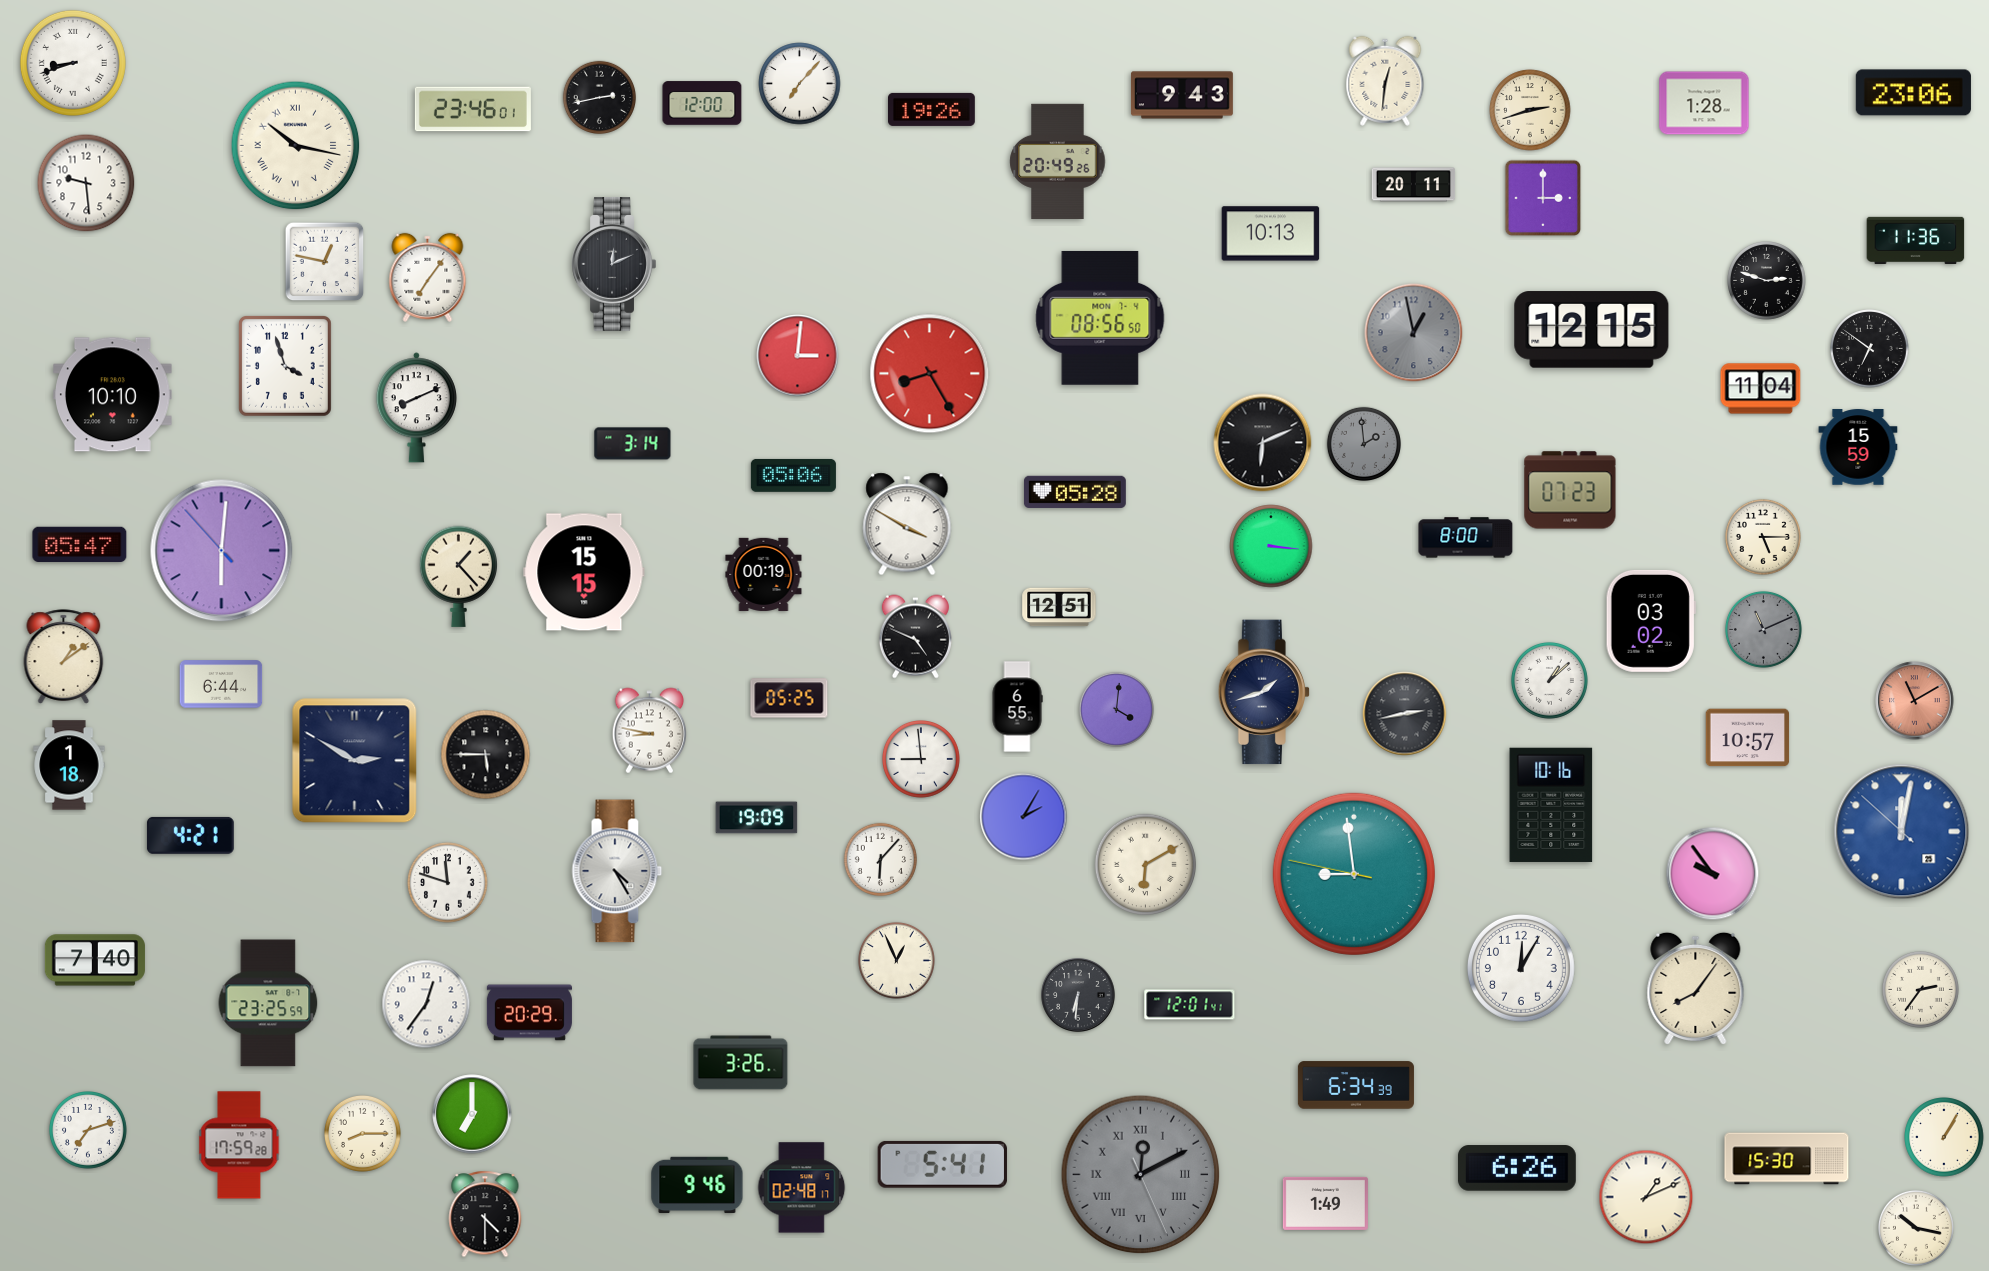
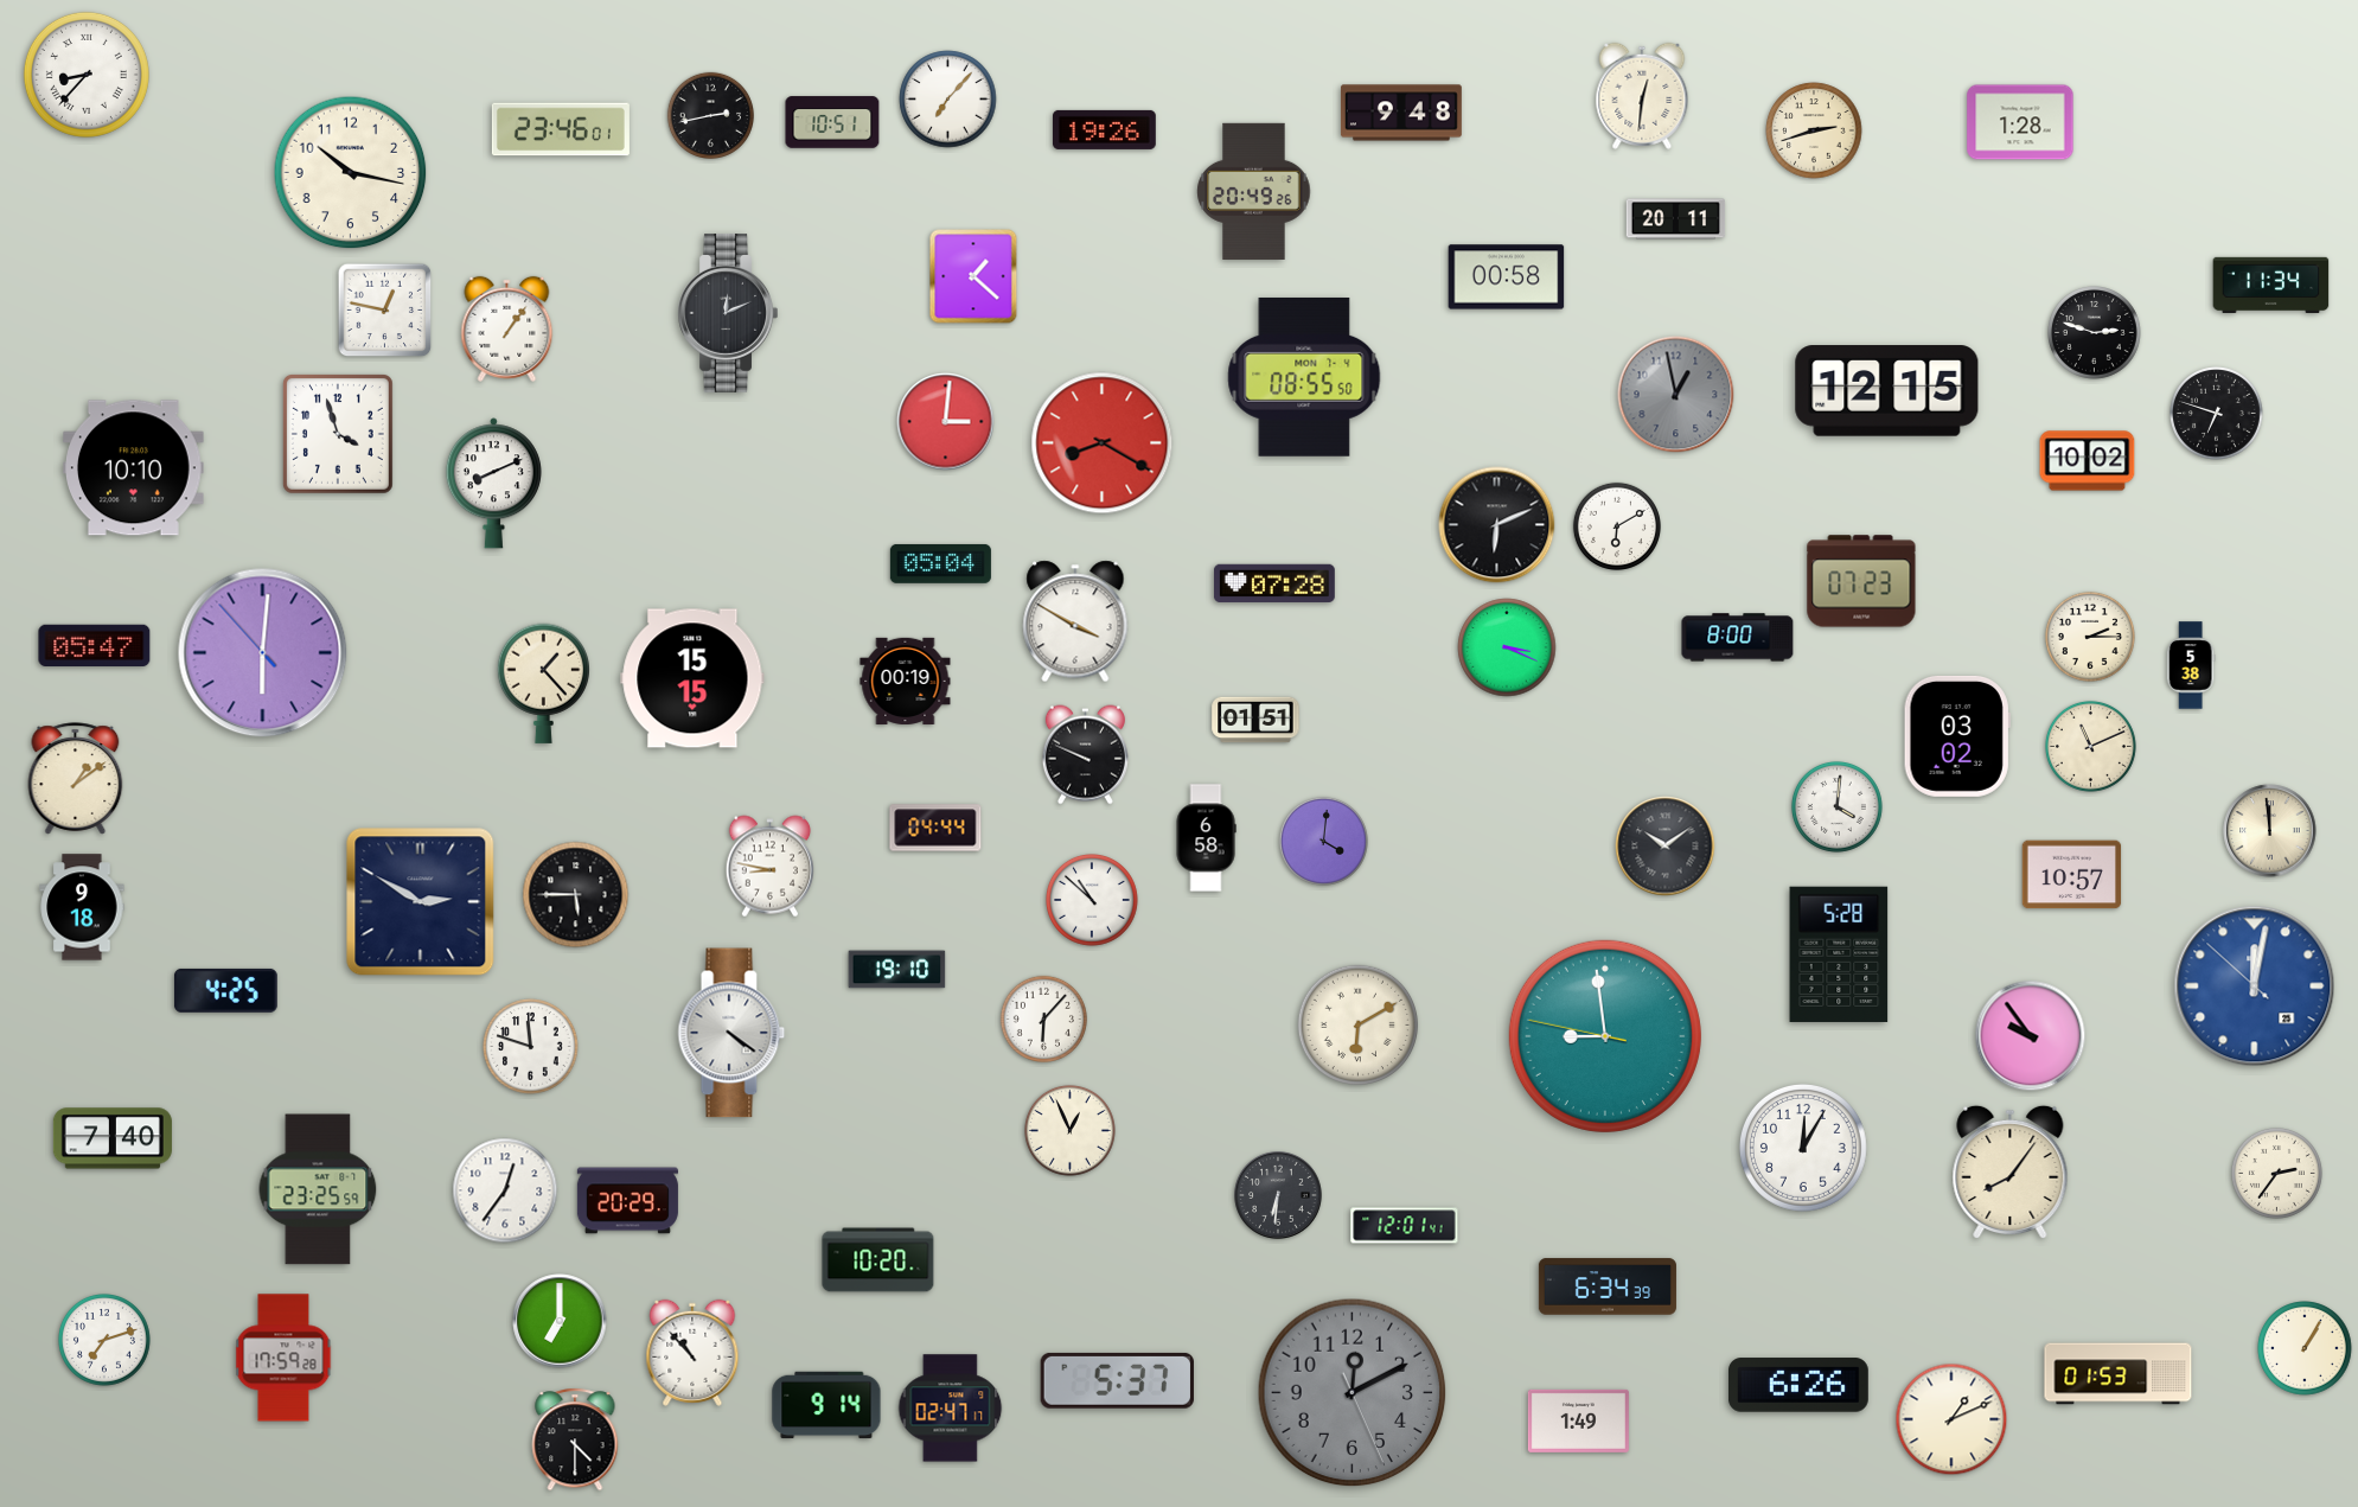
clock at (73, 63): 8:42 -> 8:37
clock at (1913, 93): 23:06 -> none
clock at (1182, 95): 9:43 -> 9:48
clock at (702, 103): 12:00 -> 10:51
clock at (296, 146) numerals: Roman -> Arabic
clock at (86, 183): 9:29 -> none
clock at (1543, 198): 3:00 -> none
clock at (973, 276): none -> 1:22
clock at (1271, 234): 10:13 -> 00:58
clock at (1916, 240): 11:36 -> 11:34
clock at (428, 277): 7:06 -> 1:06
clock at (1100, 318): 08:56 -> 08:55
clock at (1870, 349): 6:51 -> 6:48
clock at (930, 374): 8:25 -> 8:20
clock at (1761, 389): 11:04 -> 10:02
clock at (633, 444): 3:14 -> none
clock at (1364, 444): 1:59 -> 6:10
clock at (1364, 444) dial: grey -> white
clock at (1858, 447): 15:59 -> none
clock at (793, 475): 05:06 -> 05:04
clock at (1075, 491): 05:28 -> 07:28
clock at (1763, 537): 5:15 -> 2:15
clock at (1271, 546): 3:16 -> 3:19
clock at (2191, 665): none -> 5:38
clock at (1059, 607): 12:51 -> 01:51
clock at (1763, 629) dial: grey -> cream
clock at (915, 637): 4:49 -> 9:49
clock at (1549, 680): 1:08 -> 4:01
clock at (221, 684): 6:44 -> none
clock at (1263, 692): 1:42 -> none
clock at (789, 698): 05:25 -> 04:44
clock at (1915, 701): 11:10 -> 11:59
clock at (1915, 701) dial: salmon -> cream
clock at (1017, 707): 6:55 -> 6:58
clock at (1405, 714): 2:43 -> 10:09
clock at (922, 760): 8:59 -> 10:52
clock at (69, 765): 1:18 -> 9:18
clock at (1551, 805): 10:16 -> 5:28
clock at (1024, 817): 2:05 -> none
clock at (757, 818): 19:09 -> 19:10
clock at (190, 835): 4:21 -> 4:25
clock at (617, 871): 4:25 -> 4:21
clock at (896, 960) position: (896, 960) -> (1069, 1130)
clock at (1078, 995) position: (1078, 995) -> (1278, 1195)
clock at (1190, 1005) position: (1190, 1005) -> (1405, 1226)
clock at (741, 1063): 3:26 -> 10:20
clock at (362, 1133): 8:15 -> none
clock at (692, 1353): none -> 10:53
clock at (1787, 1159): 15:30 -> 01:53
clock at (942, 1164): 5:41 -> 5:37
clock at (1141, 1175) numerals: Roman -> Arabic
clock at (697, 1185): 9:46 -> 9:14
clock at (802, 1188): 02:48 -> 02:47
clock at (1325, 1203) position: (1325, 1203) -> (1578, 1420)
clock at (1916, 1228): 10:17 -> none
